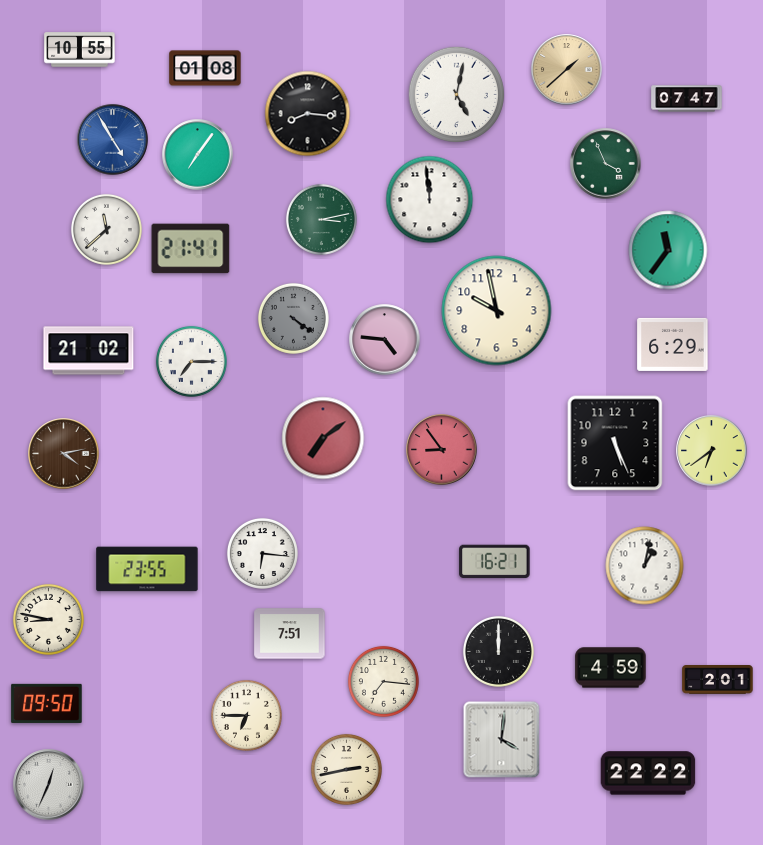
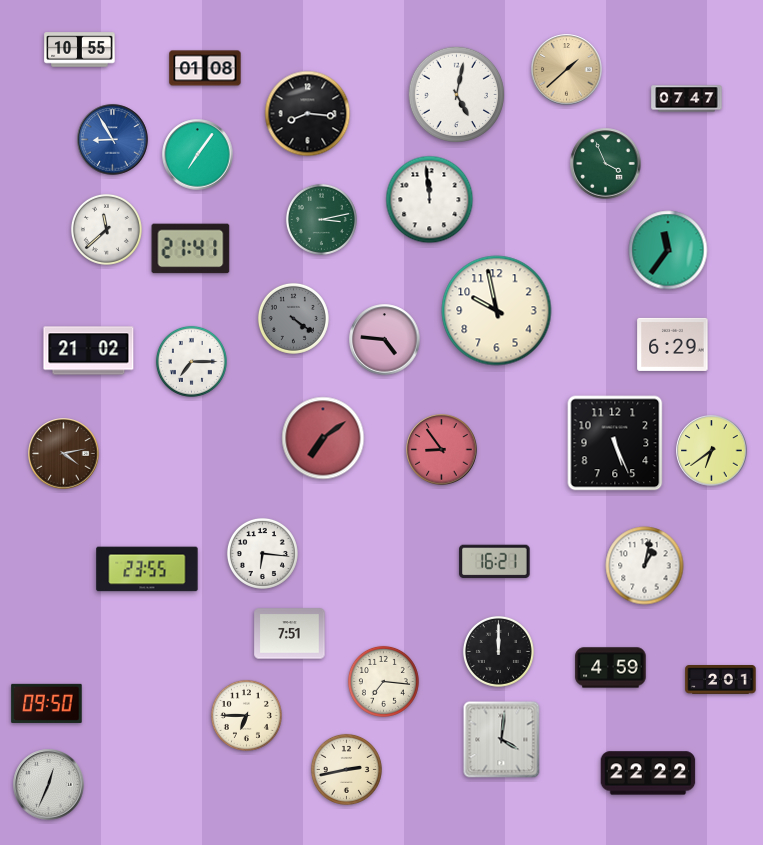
clock at (113, 140): 4:55 -> 8:55
clock at (48, 619): 8:47 -> none
clock at (718, 680) position: (718, 680) -> (721, 680)
